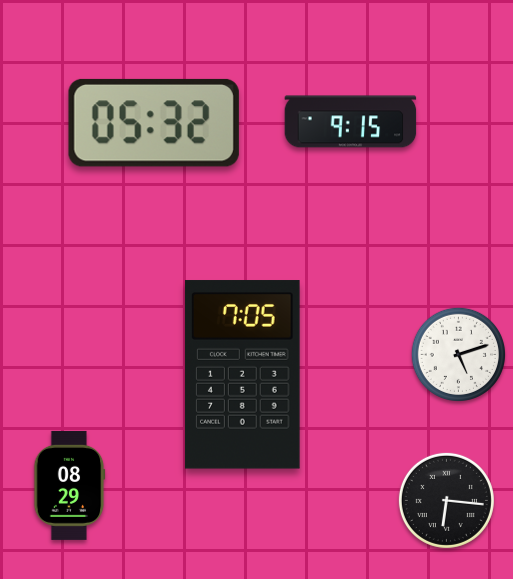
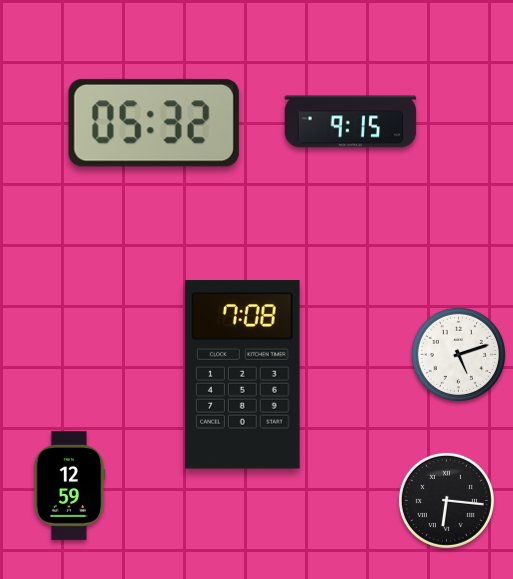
clock at (242, 375): 7:05 -> 7:08
clock at (69, 485): 08:29 -> 12:59
